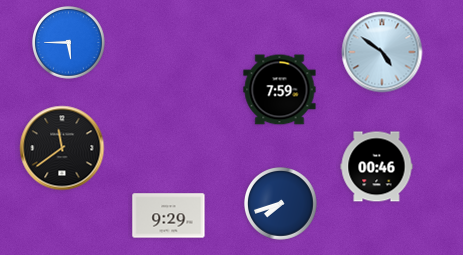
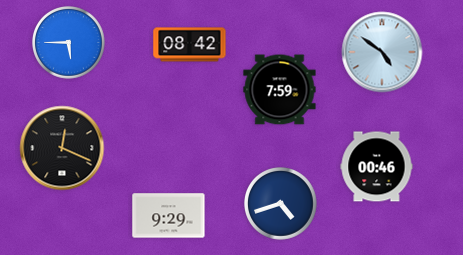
clock at (190, 45): none -> 08:42
clock at (62, 148): 11:39 -> 12:19
clock at (281, 204): 7:42 -> 4:42
